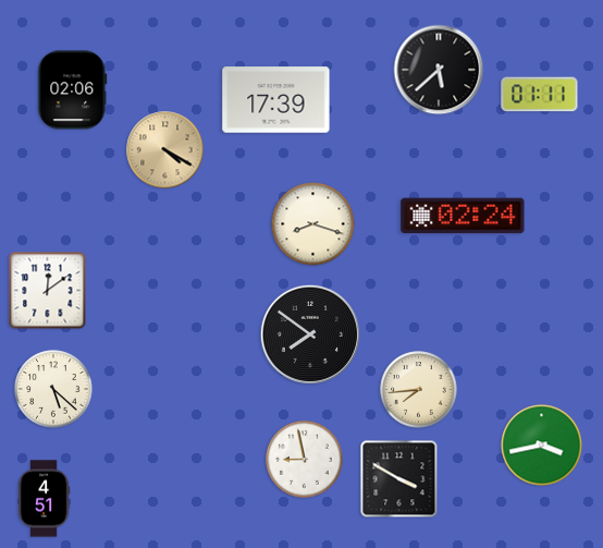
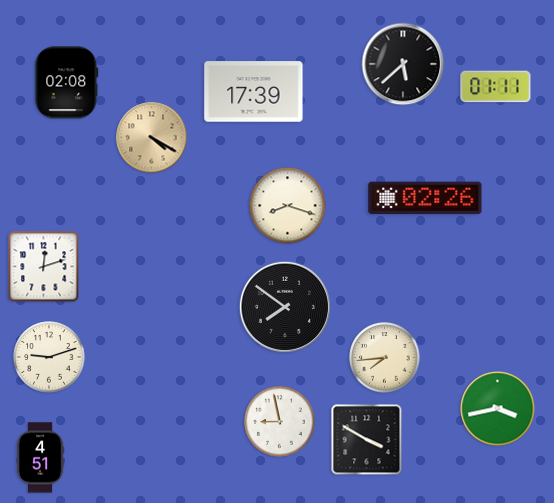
clock at (73, 90): 02:06 -> 02:08
clock at (463, 216): 02:24 -> 02:26
clock at (48, 291): 12:09 -> 12:12
clock at (53, 389): 5:22 -> 9:12
